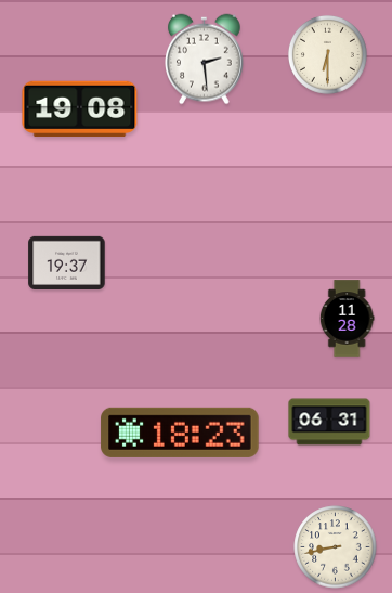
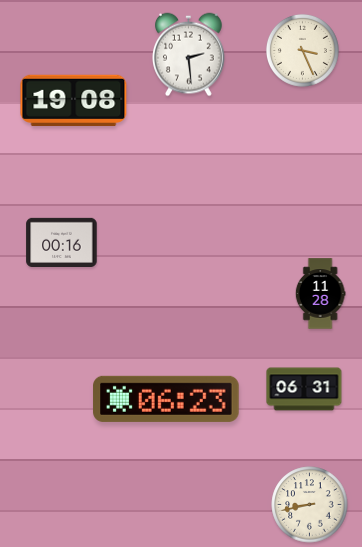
clock at (327, 54): 6:30 -> 3:26
clock at (67, 262): 19:37 -> 00:16
clock at (180, 433): 18:23 -> 06:23
